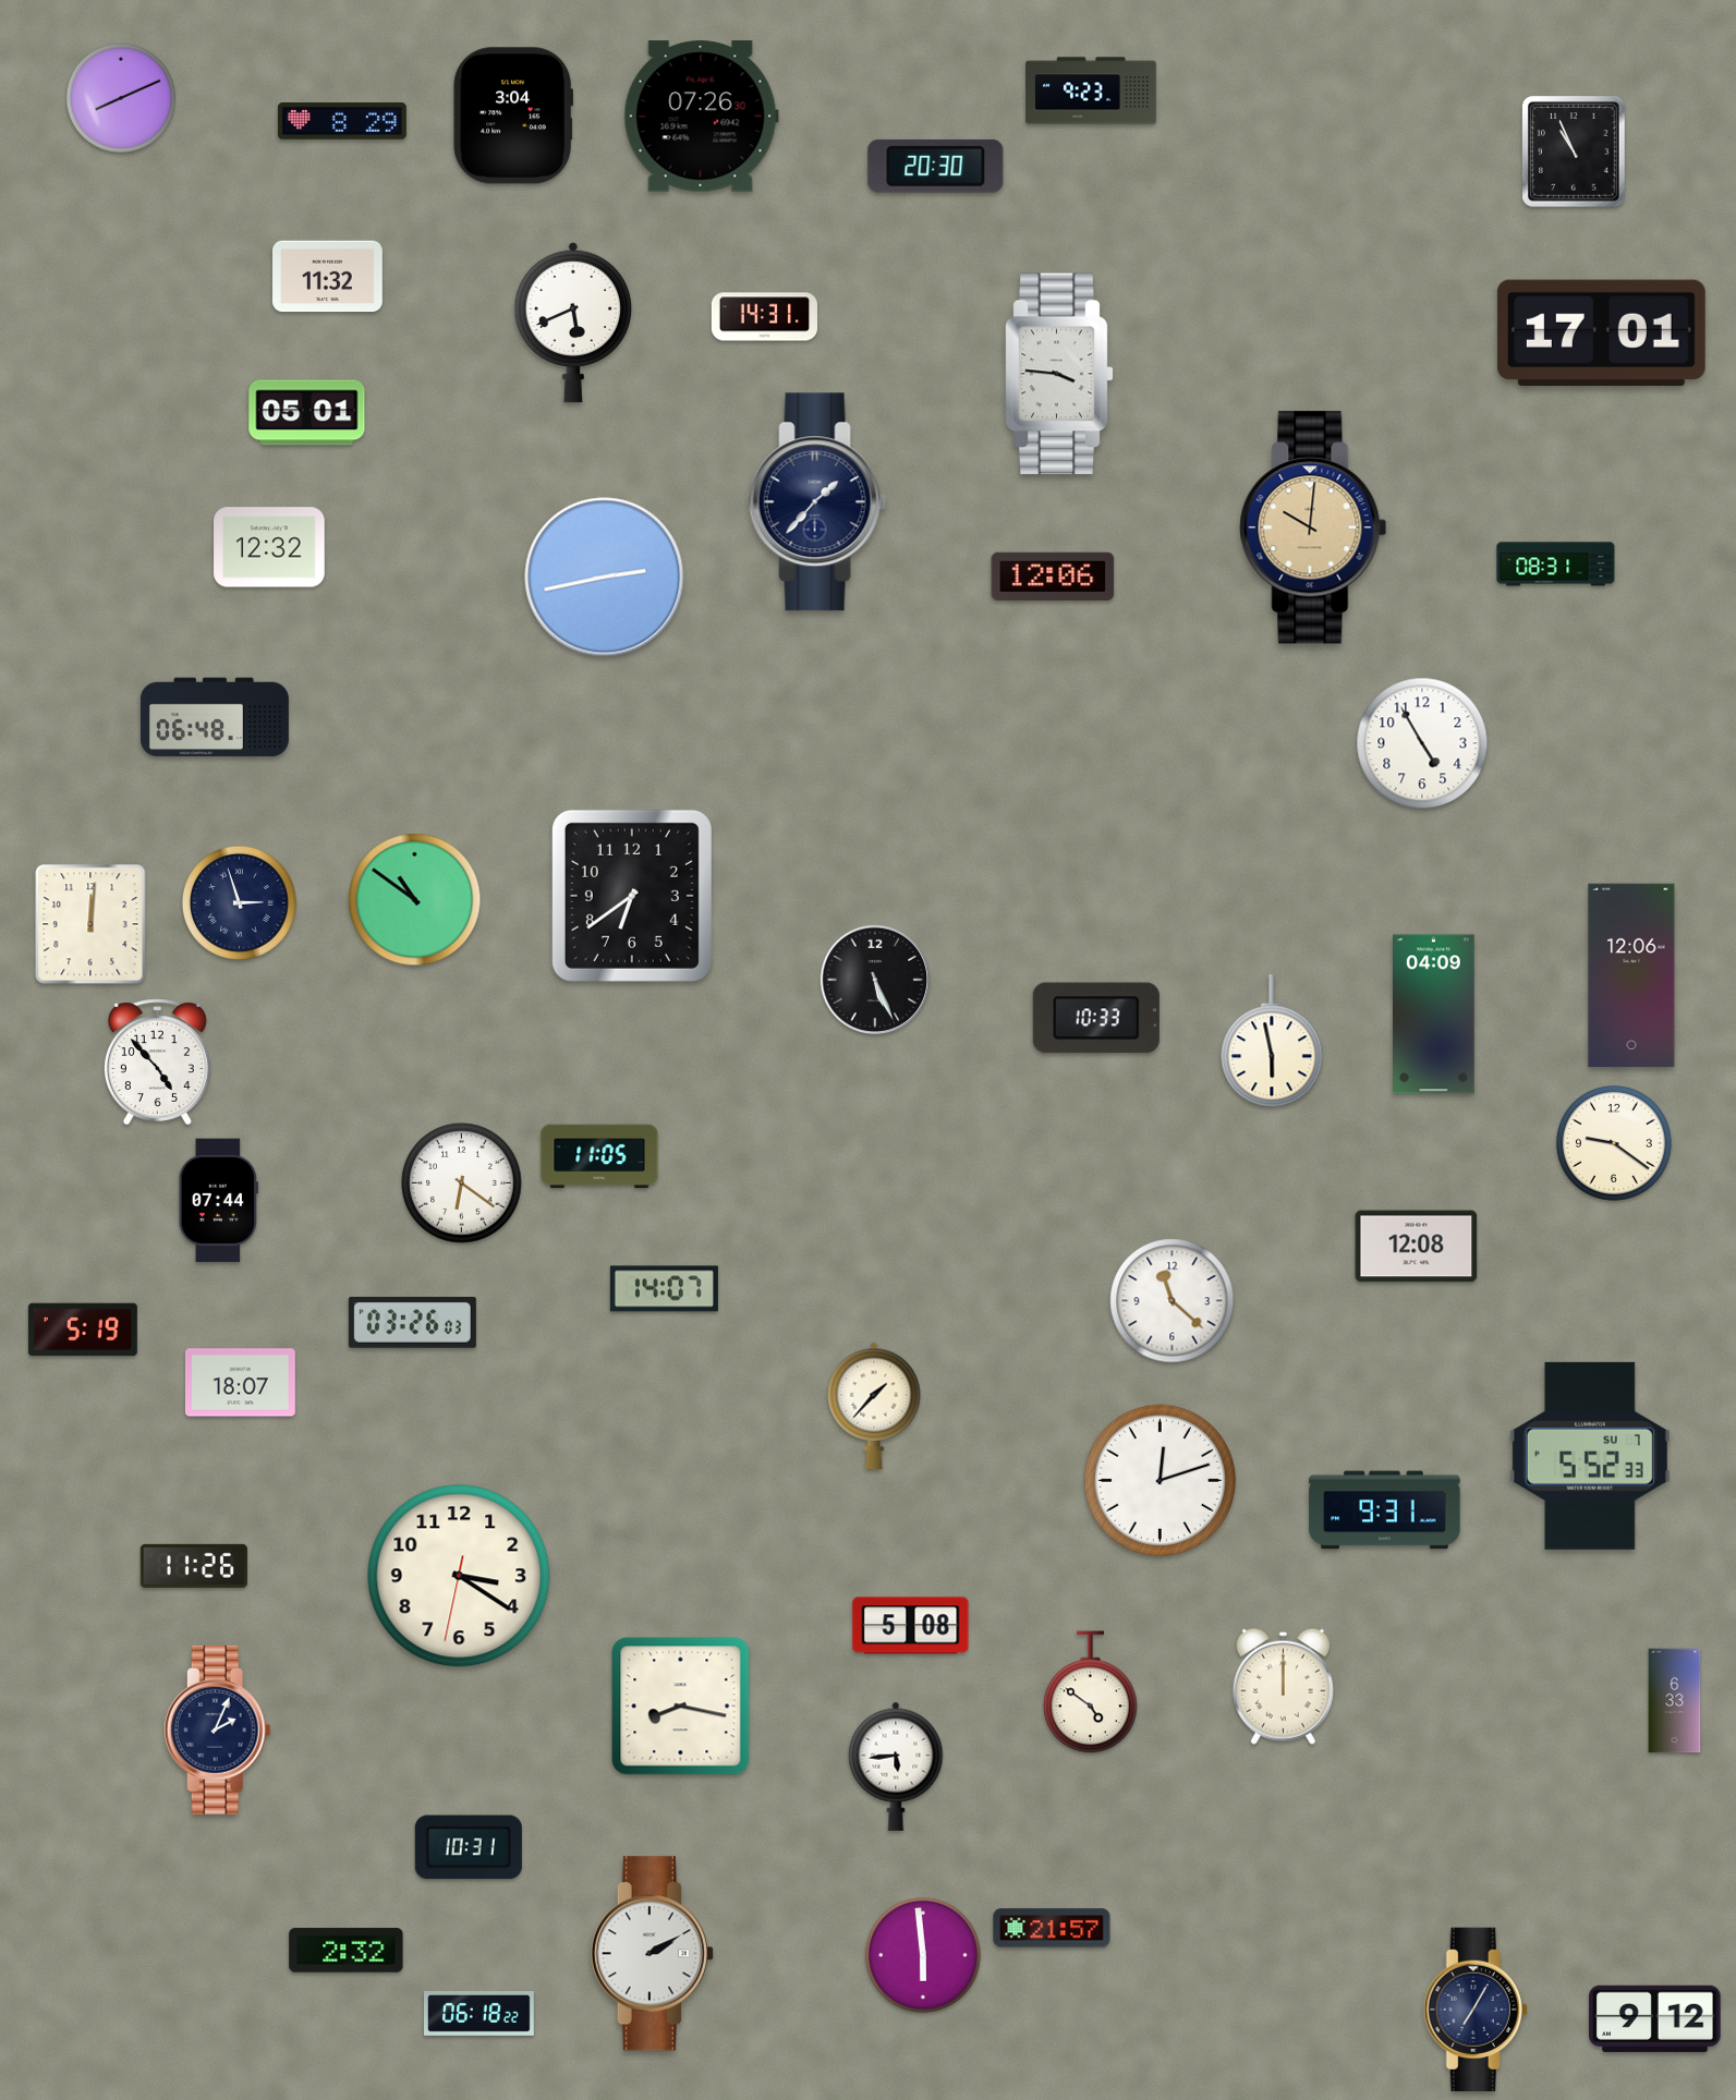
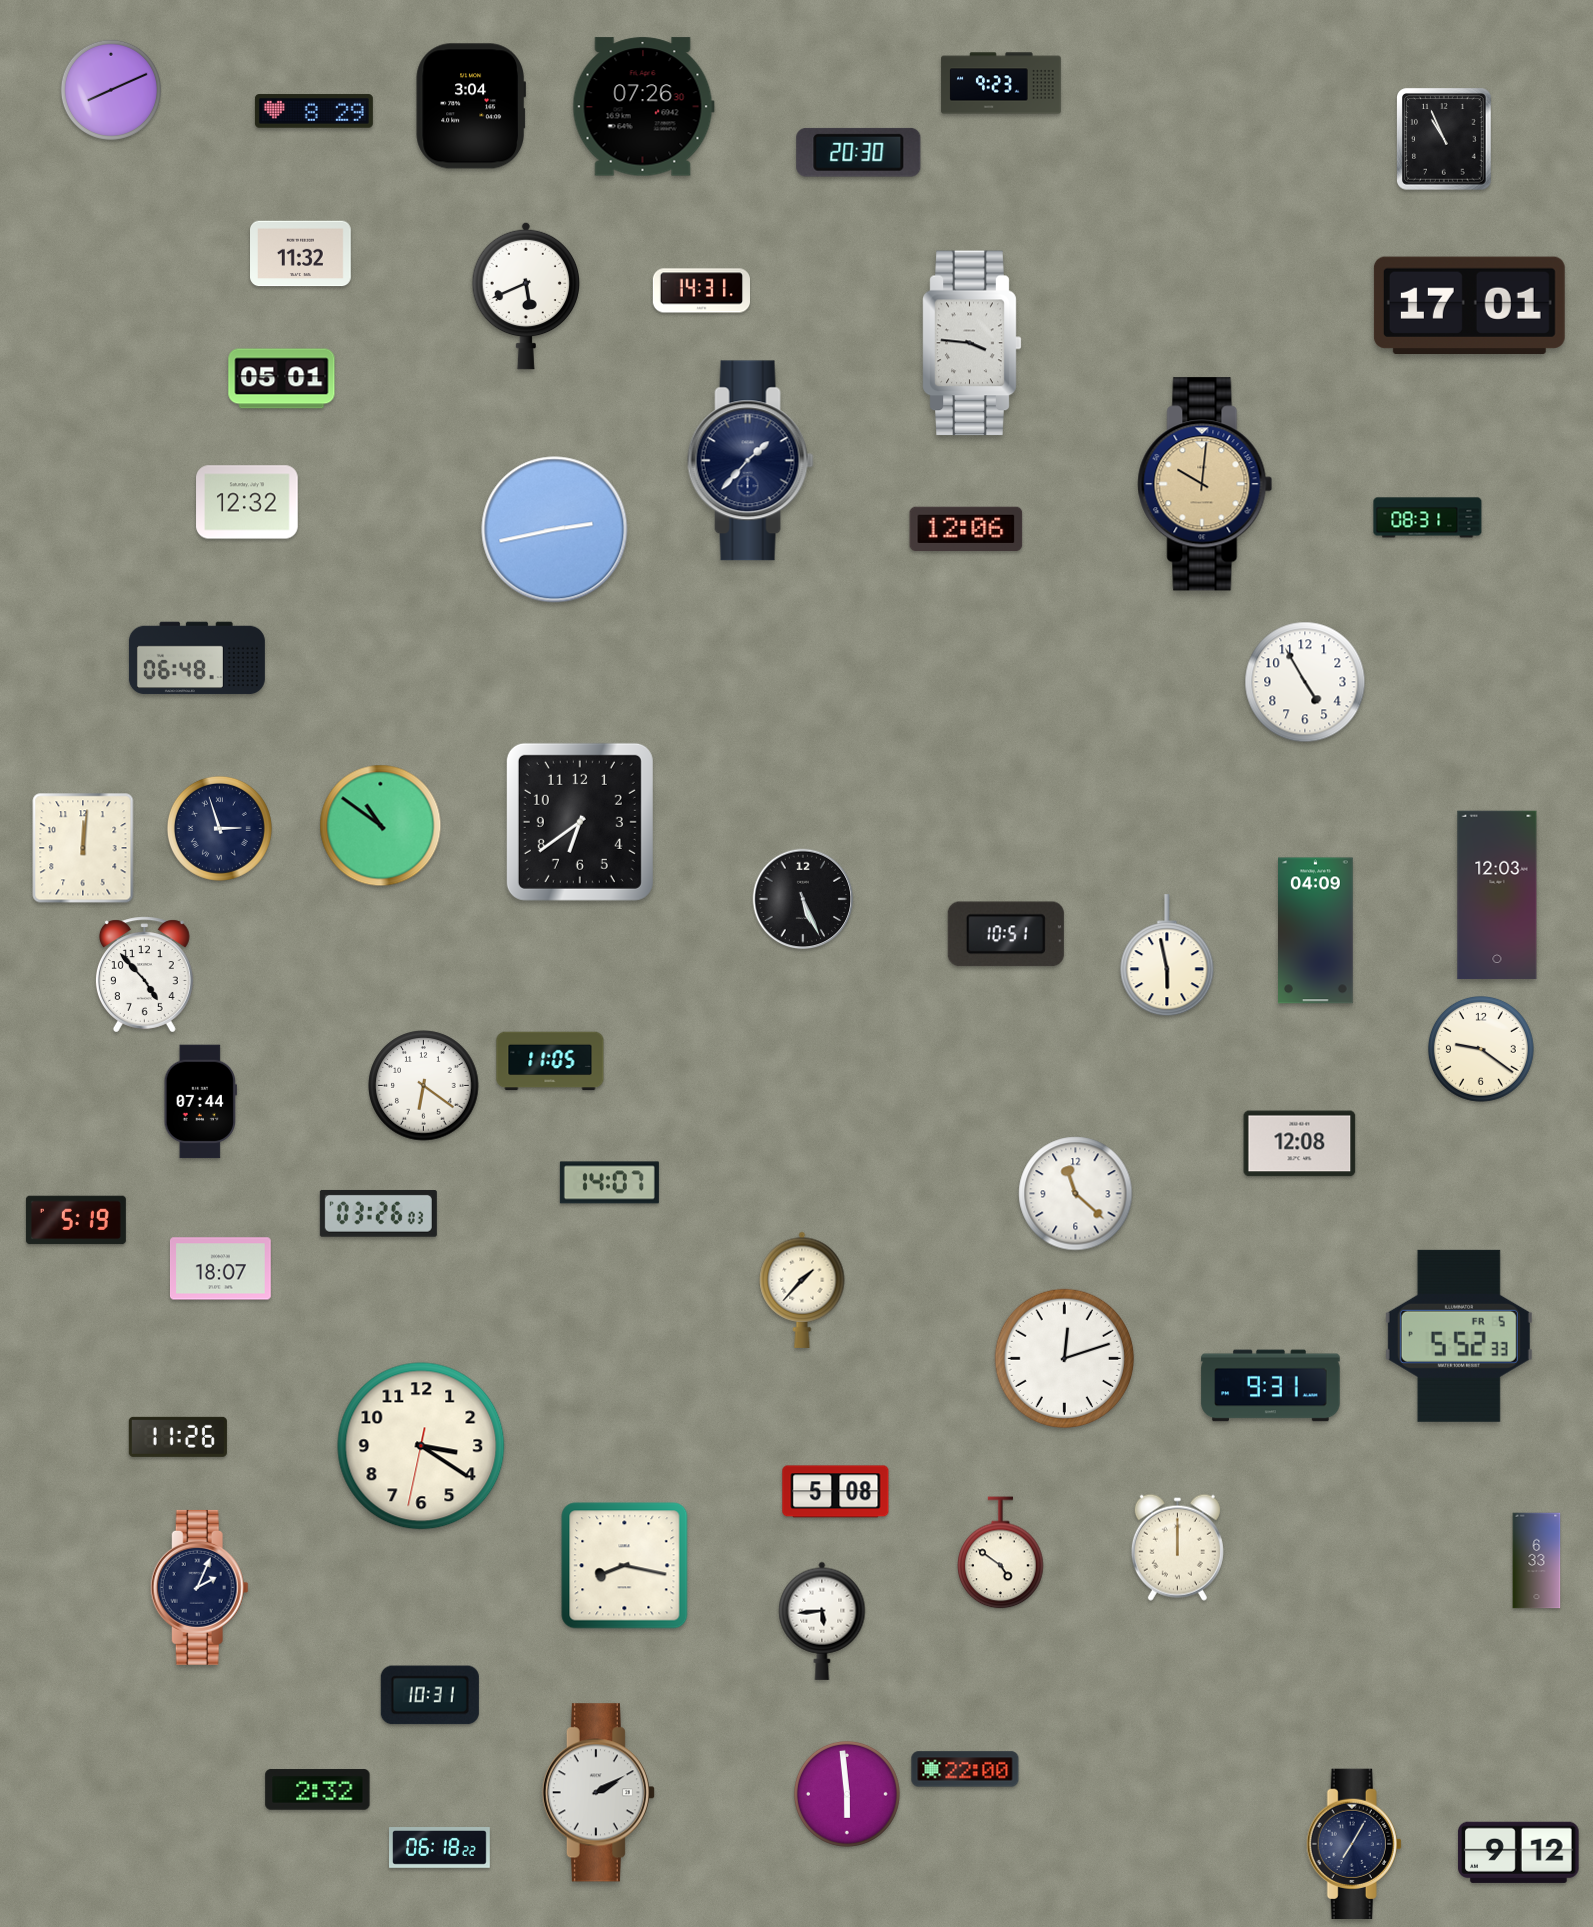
clock at (1631, 975): 12:06 -> 12:03
clock at (1096, 1018): 10:33 -> 10:51
clock at (1590, 1456) date: SU 7 -> FR 5
clock at (1052, 1928): 21:57 -> 22:00
